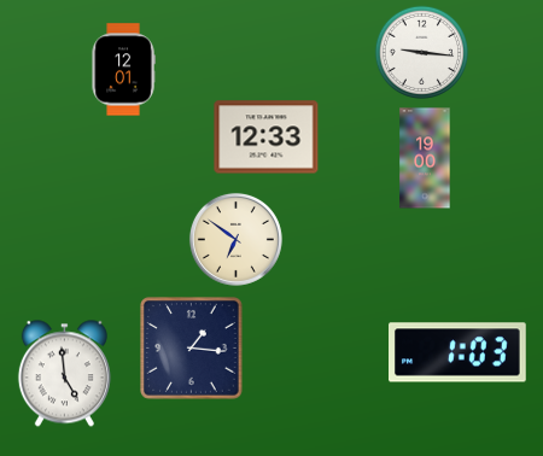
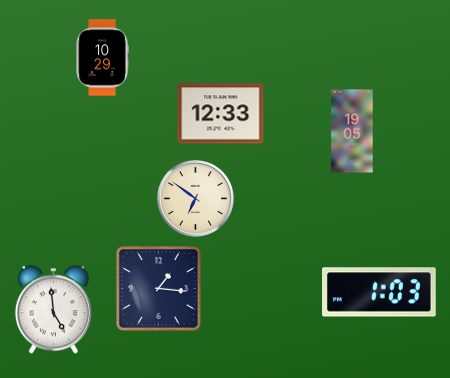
clock at (421, 52): 9:16 -> none
clock at (123, 70): 12:01 -> 10:29
clock at (425, 158): 19:00 -> 19:05
